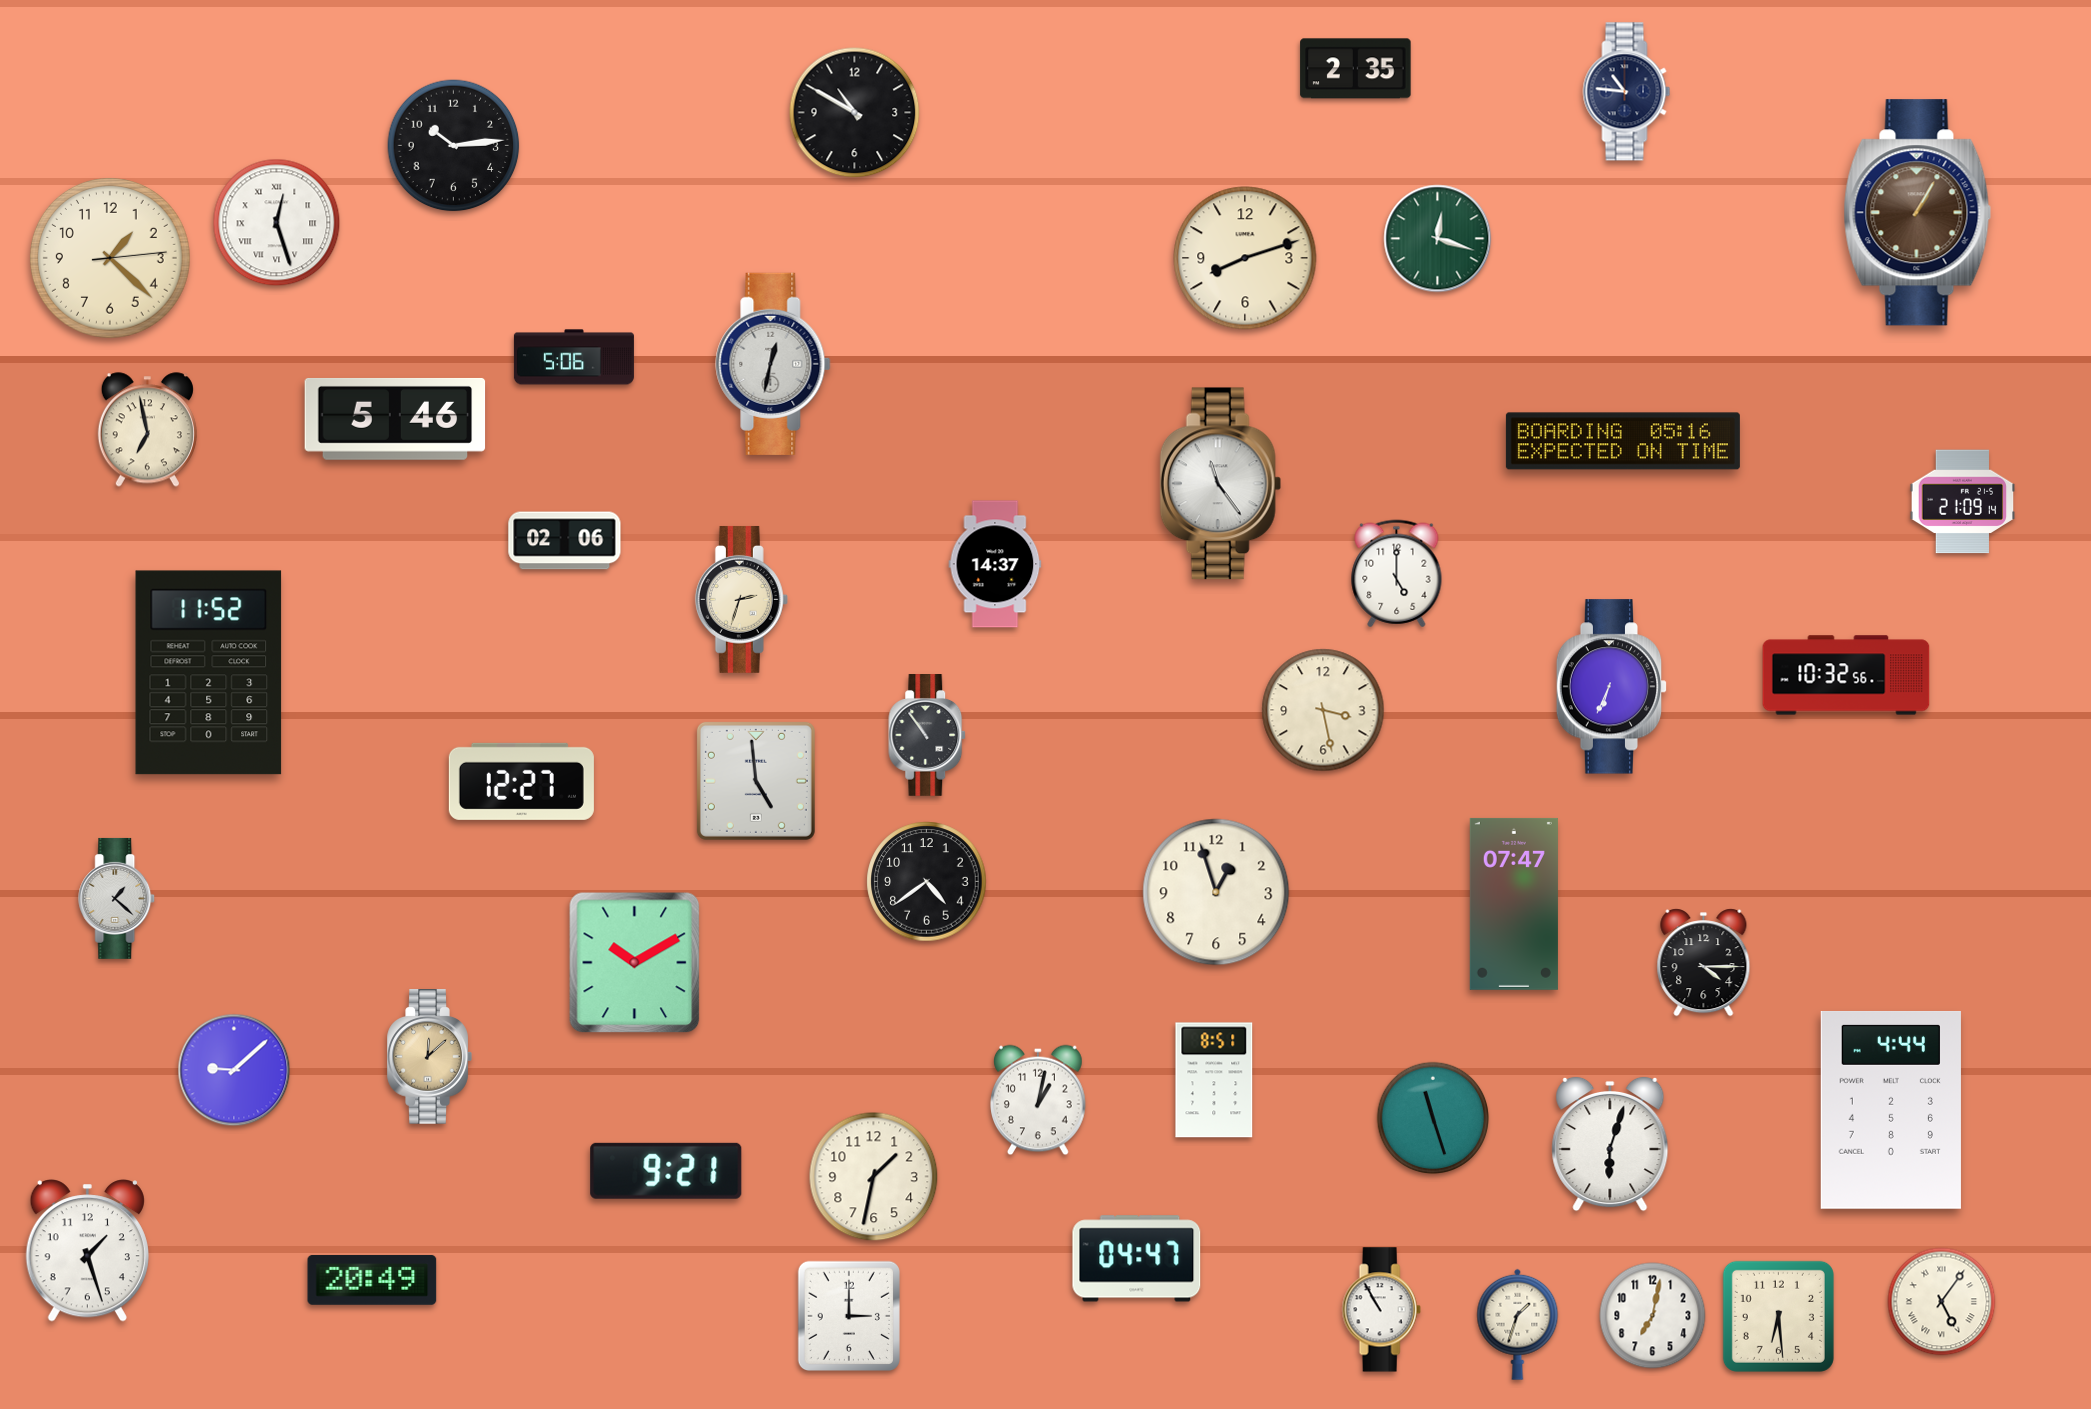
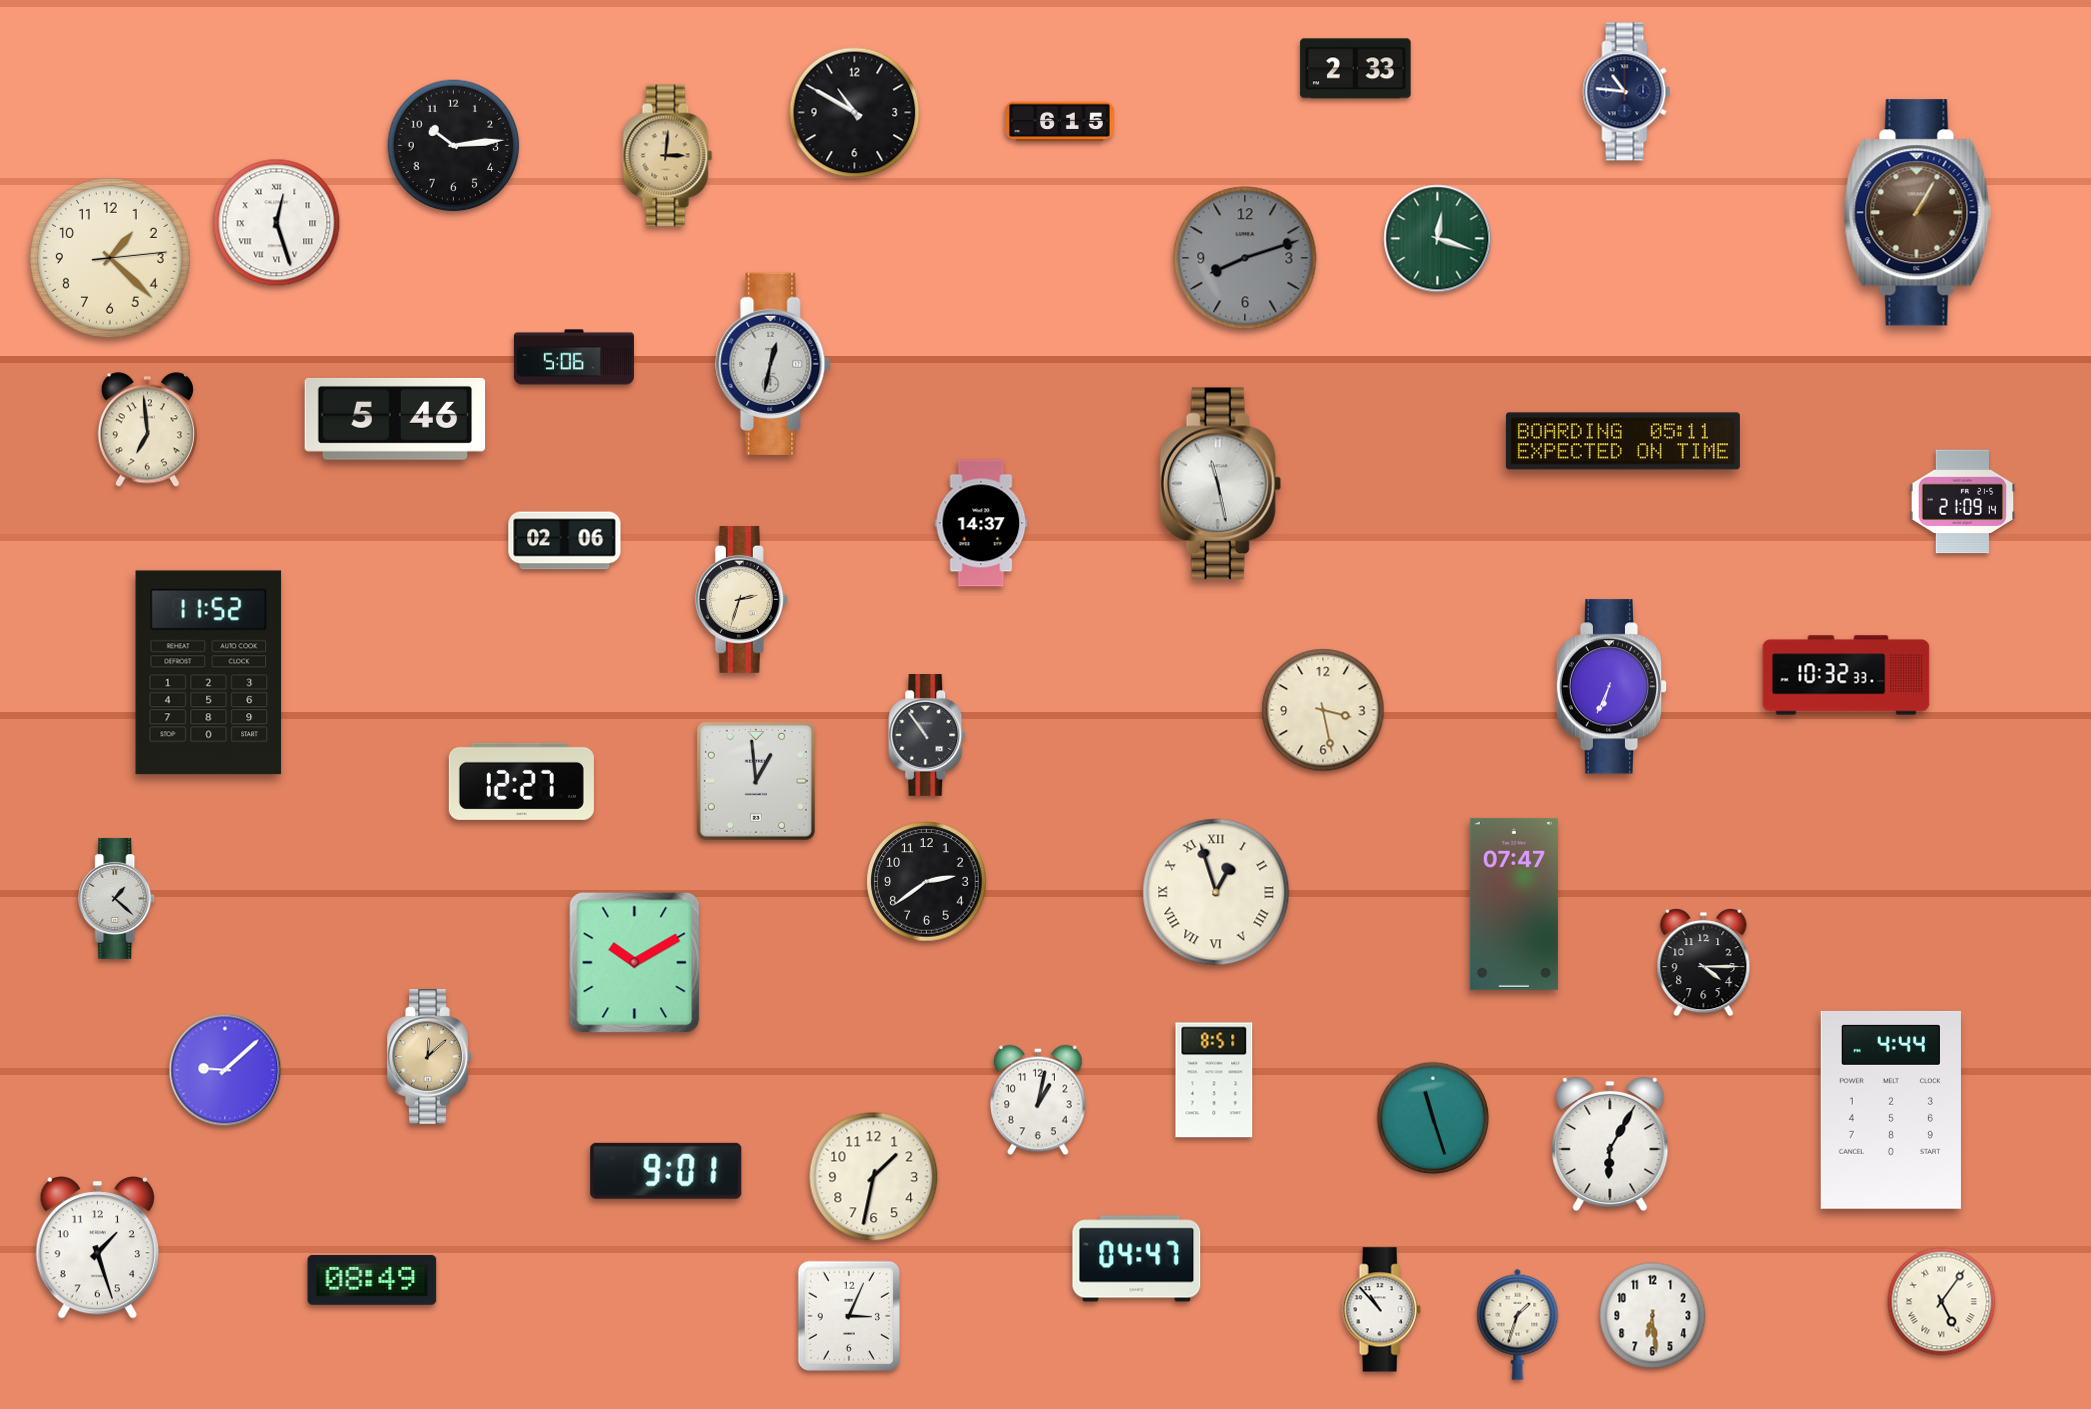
clock at (1356, 69): 2:35 -> 2:33
clock at (1060, 122): none -> 6:15
clock at (668, 156): none -> 3:01
clock at (1245, 258) dial: cream -> grey
clock at (147, 430): 6:58 -> 6:59
clock at (1623, 441): 05:16 -> 05:11
clock at (1220, 484): 11:24 -> 11:28
clock at (995, 564) position: (995, 564) -> (981, 523)
clock at (1397, 574): 5:00 -> none
clock at (1846, 675): 10:32:56 -> 10:32:33
clock at (756, 781): 4:59 -> 12:59
clock at (927, 882): 4:39 -> 2:39
clock at (1216, 892) numerals: Arabic -> Roman
clock at (234, 1070) position: (234, 1070) -> (225, 1070)
clock at (1610, 1144): 6:03 -> 6:05
clock at (666, 1171): 9:21 -> 9:01
clock at (87, 1251) position: (87, 1251) -> (97, 1248)
clock at (372, 1280): 20:49 -> 08:49
clock at (1381, 1310): 10:55 -> 10:53
clock at (848, 1315): 3:00 -> 3:04
clock at (1653, 1316): 7:02 -> 6:29
clock at (1778, 1316): 6:29 -> none
